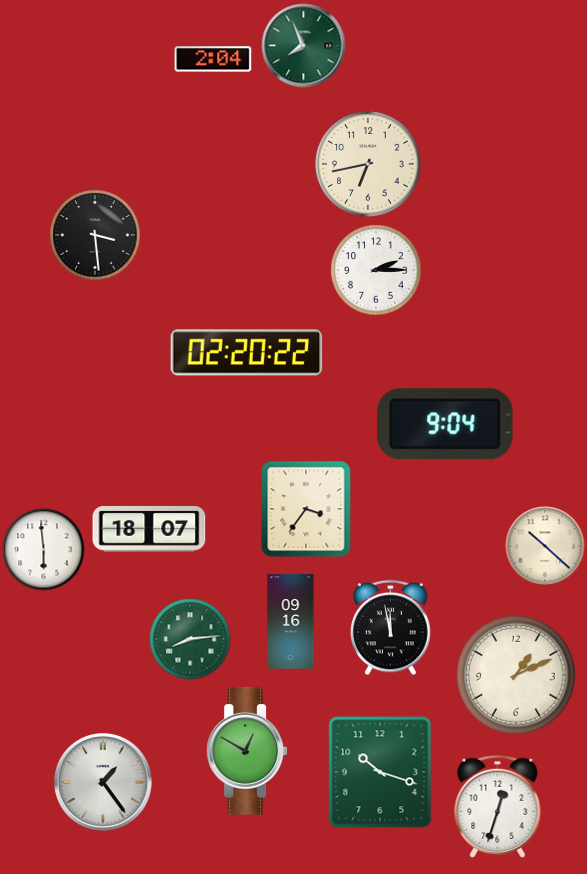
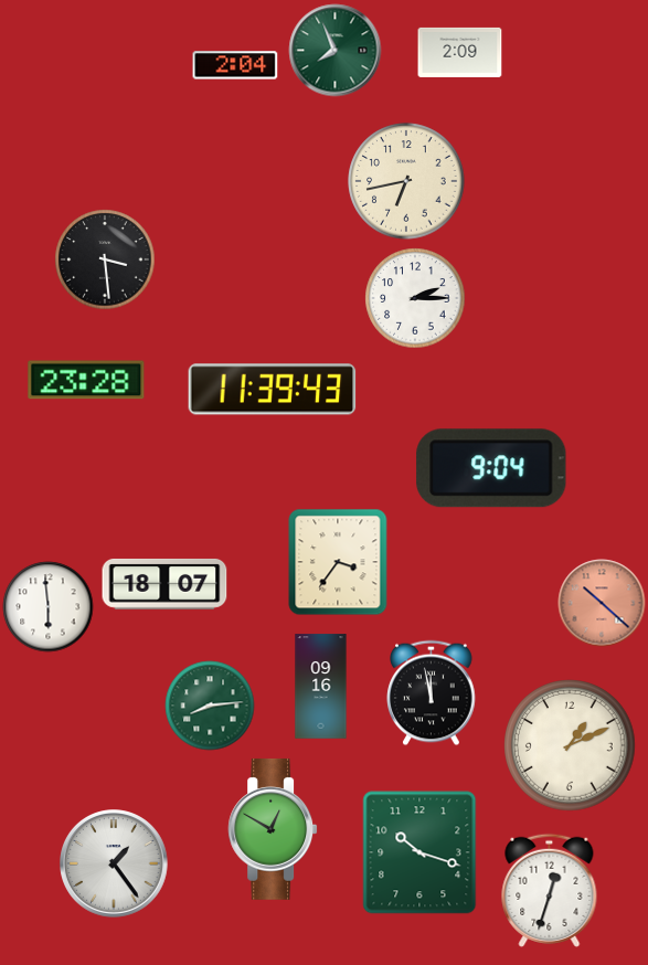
clock at (460, 52): none -> 2:09
clock at (86, 380): none -> 23:28
clock at (247, 353): 02:20 -> 11:39
clock at (545, 546) dial: cream -> salmon
